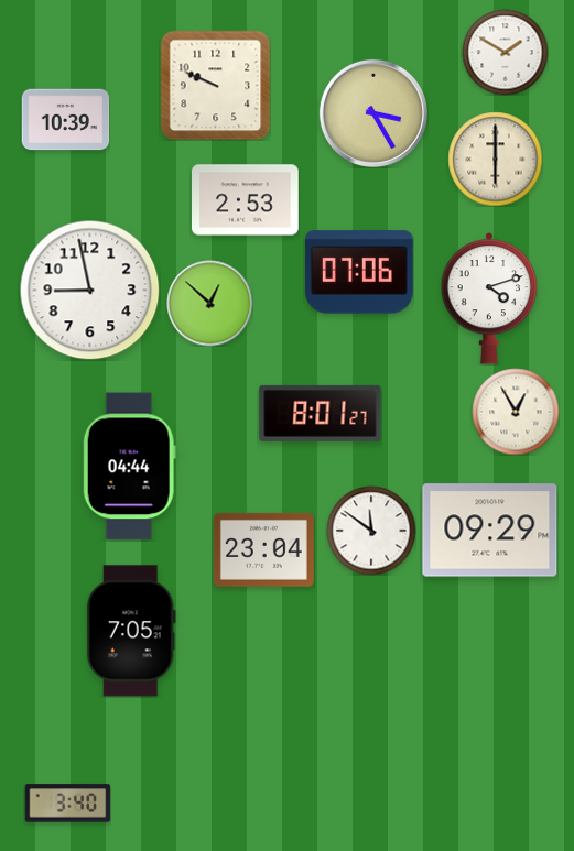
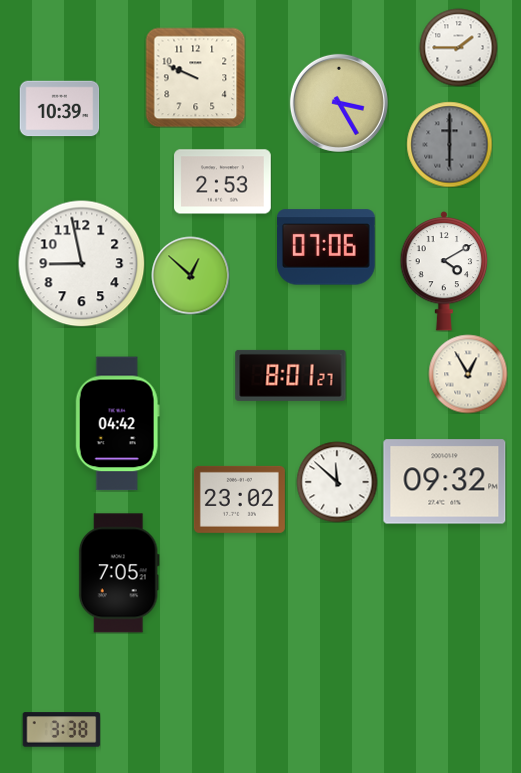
clock at (505, 52): 1:50 -> 1:45
clock at (495, 159) dial: cream -> grey
clock at (489, 298): 4:12 -> 4:10
clock at (129, 467): 04:44 -> 04:42
clock at (371, 531): 11:51 -> 11:52
clock at (490, 531): 09:29 -> 09:32
clock at (263, 549): 23:04 -> 23:02
clock at (67, 804): 3:40 -> 3:38
